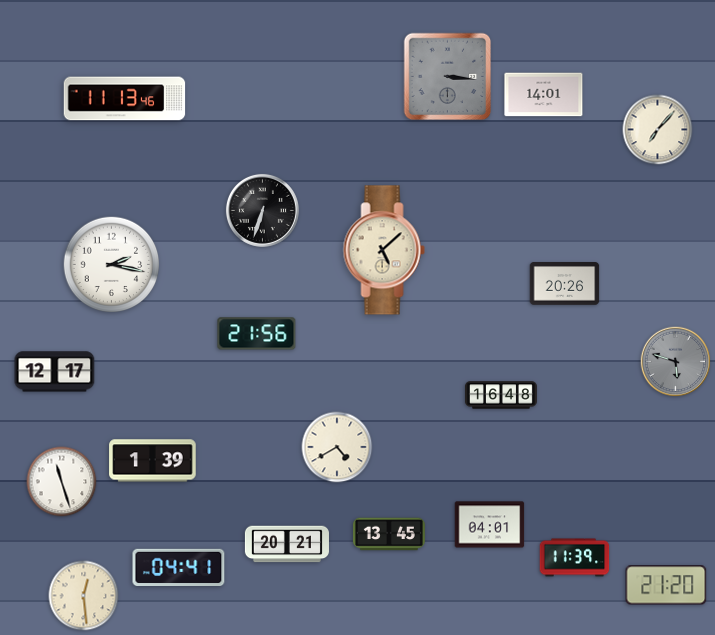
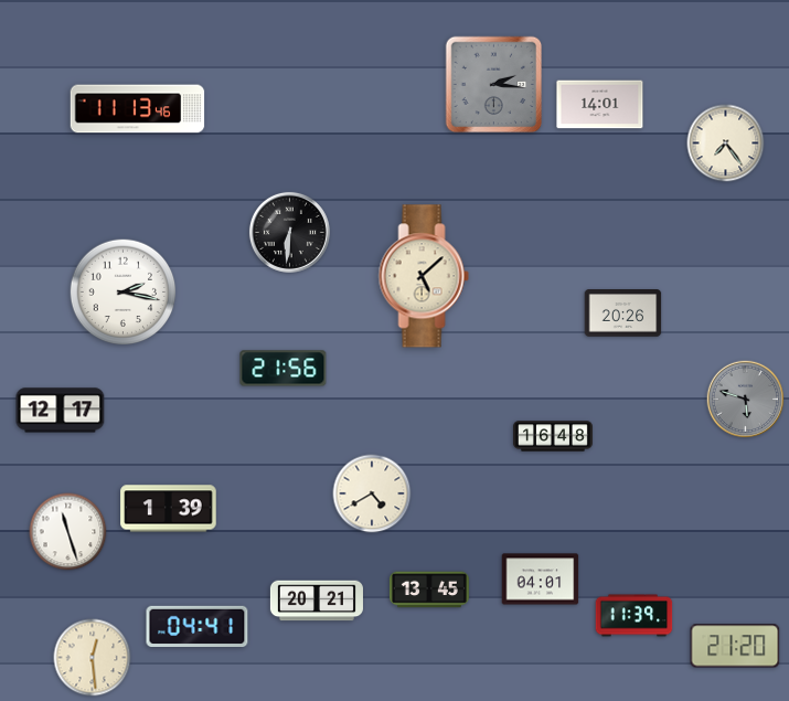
clock at (448, 77): 3:16 -> 2:16
clock at (658, 130): 7:07 -> 7:24
clock at (262, 210): 6:33 -> 6:31
